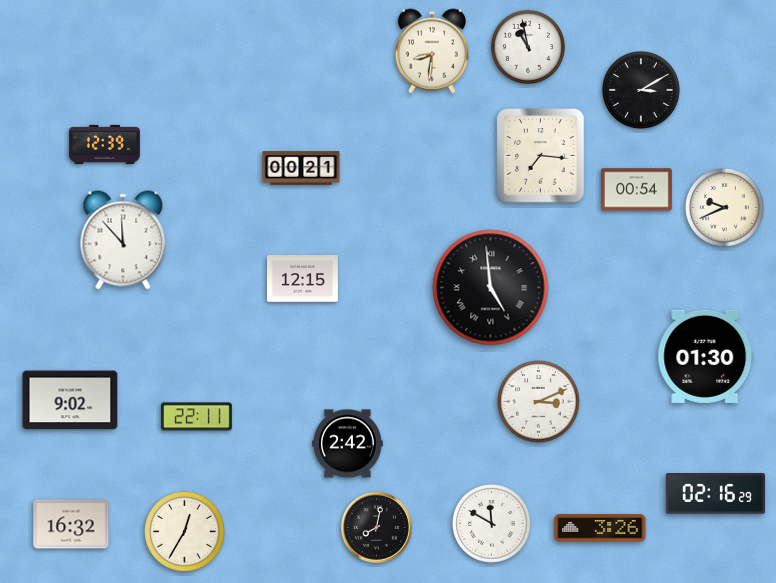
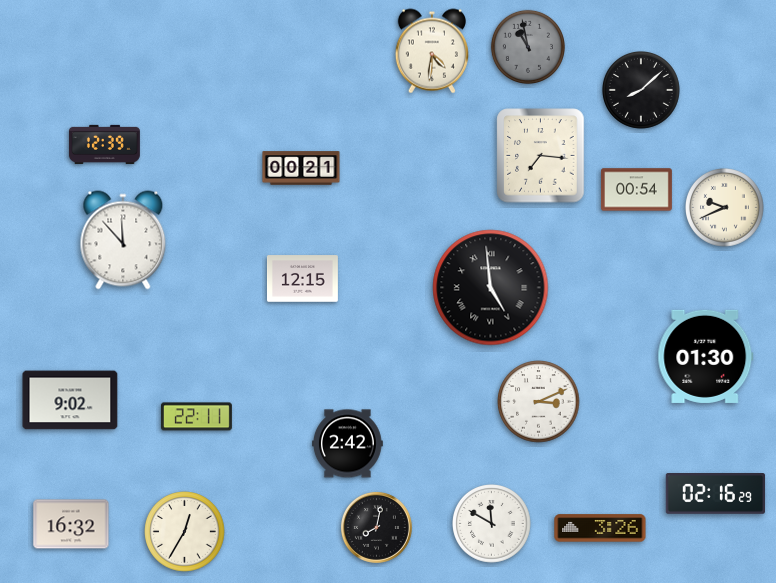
clock at (528, 47) dial: white -> grey
clock at (432, 51): 8:31 -> 4:31
clock at (641, 90): 3:10 -> 8:08
